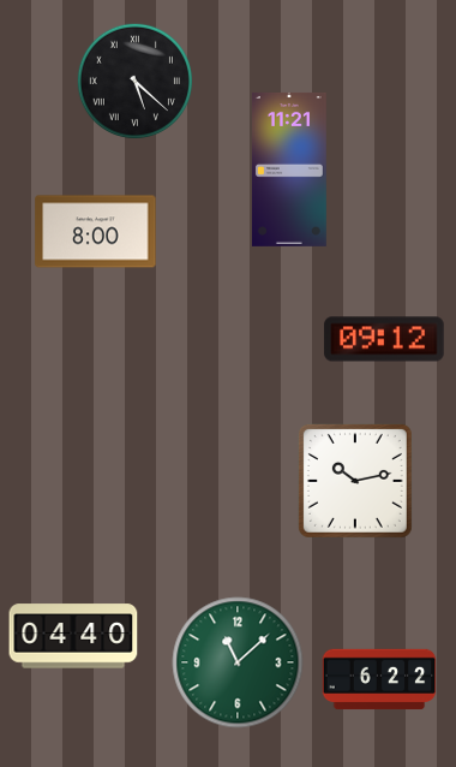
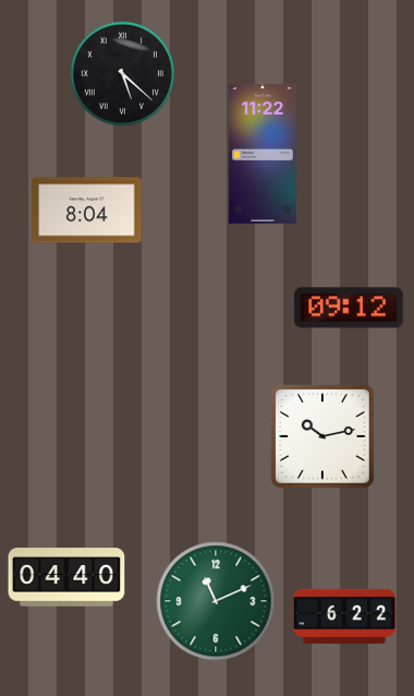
clock at (289, 170): 11:21 -> 11:22
clock at (96, 232): 8:00 -> 8:04
clock at (238, 662): 11:08 -> 11:11
